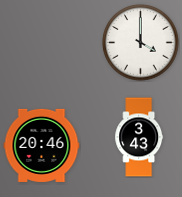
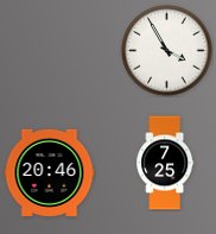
clock at (141, 43): 4:00 -> 3:55
clock at (139, 137): 3:43 -> 7:25
